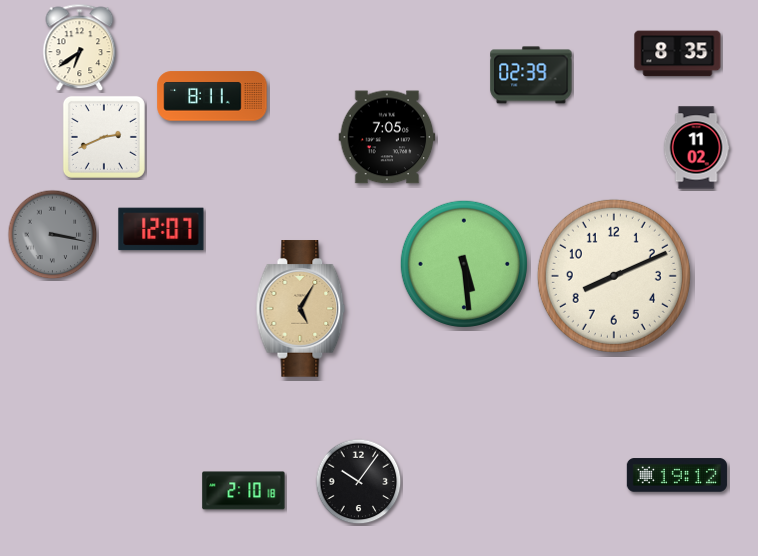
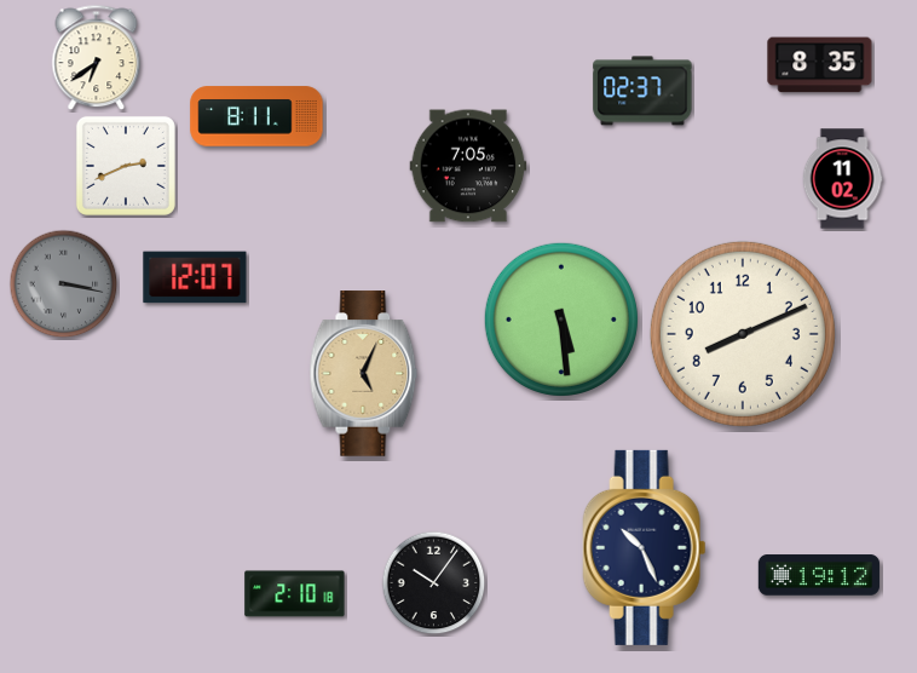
clock at (531, 75): 02:39 -> 02:37
clock at (301, 309): 5:05 -> 5:04
clock at (645, 547): none -> 10:26
